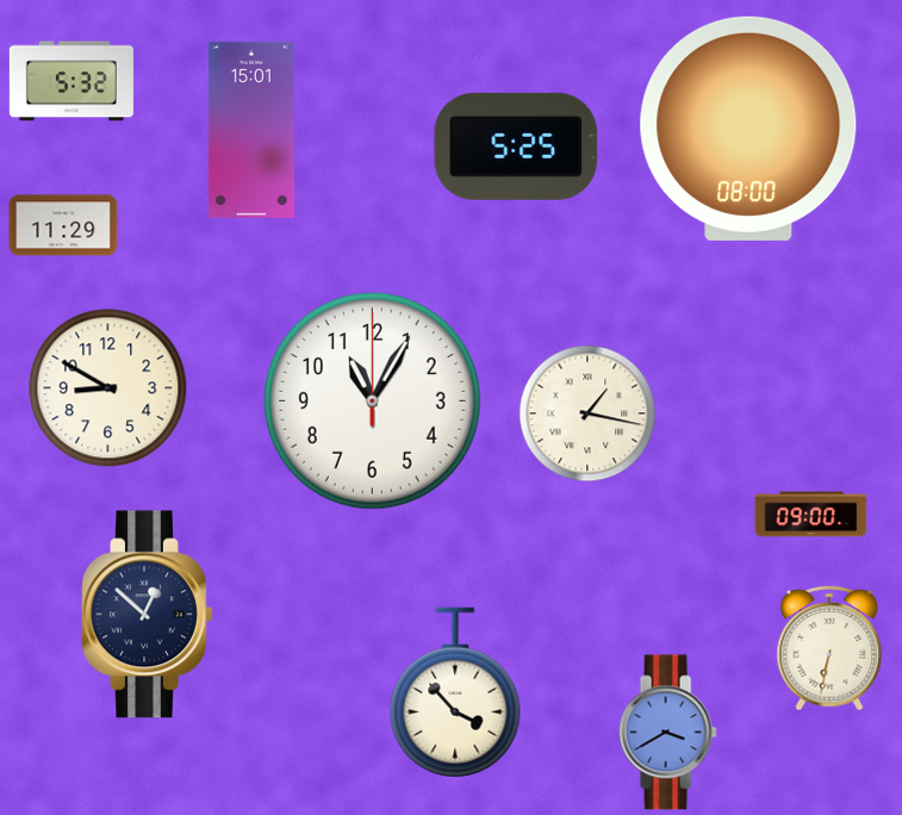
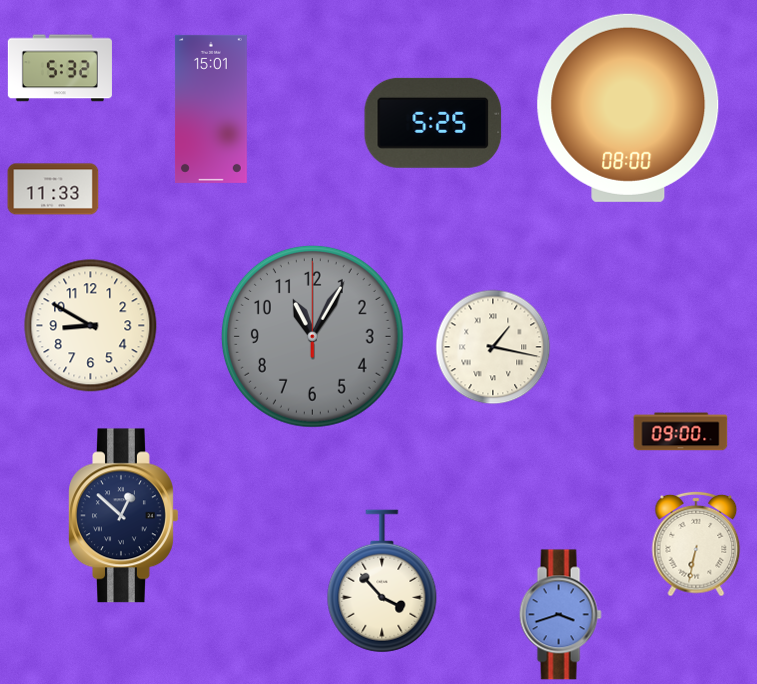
clock at (63, 225): 11:29 -> 11:33
clock at (372, 400) dial: white -> grey
clock at (667, 733): 3:40 -> 3:42
